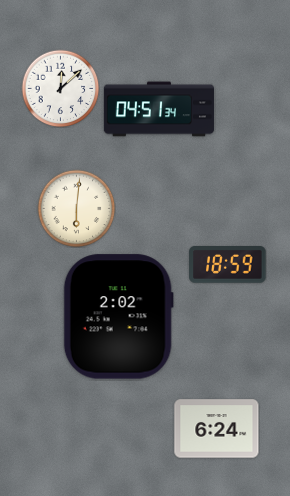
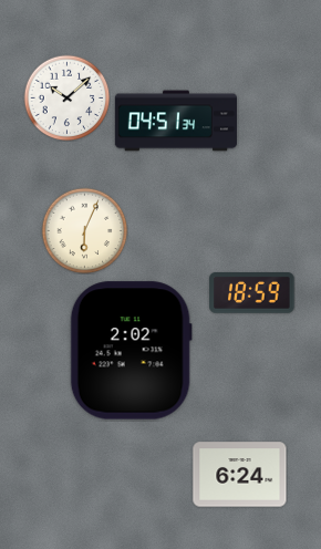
clock at (60, 88): 12:08 -> 10:08
clock at (76, 208): 6:01 -> 6:04
